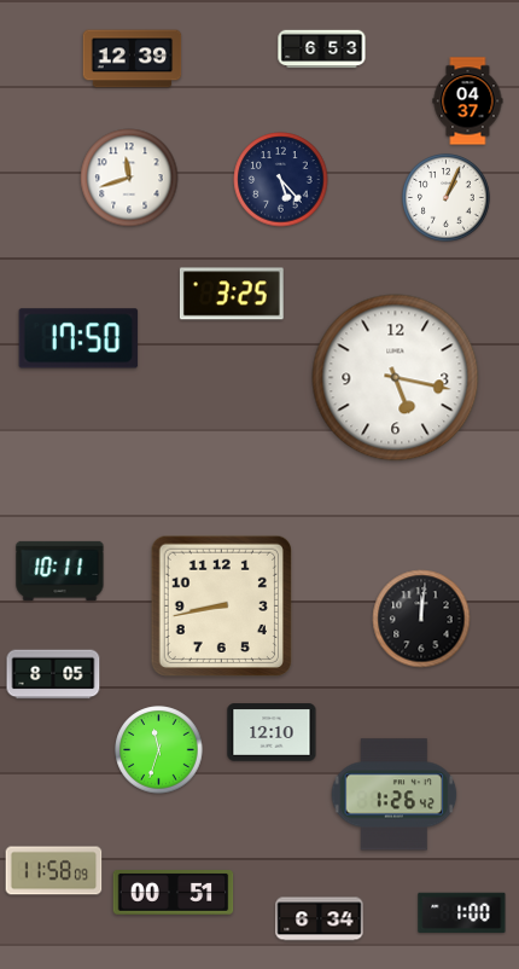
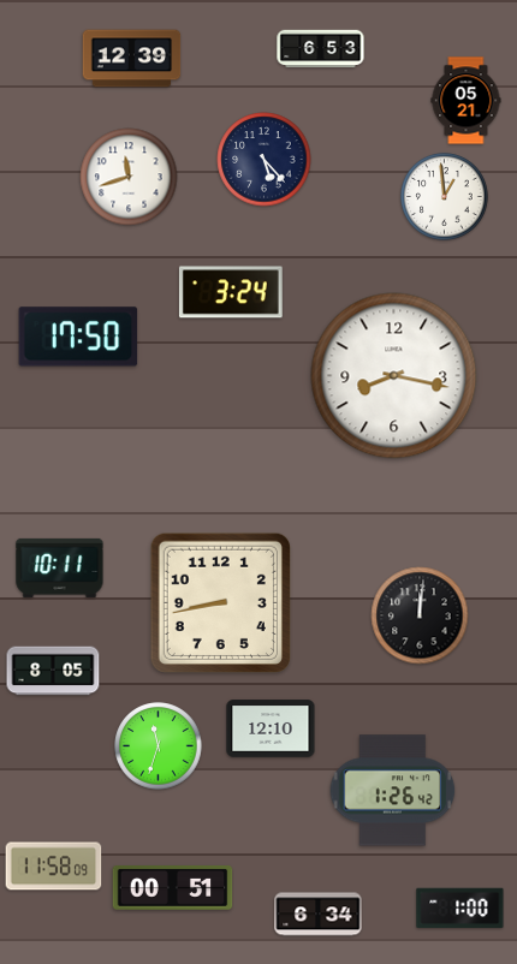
clock at (468, 101): 04:37 -> 05:21
clock at (281, 180) position: (281, 180) -> (265, 160)
clock at (447, 198): 1:04 -> 12:59
clock at (232, 294): 3:25 -> 3:24
clock at (396, 378): 5:17 -> 8:17
